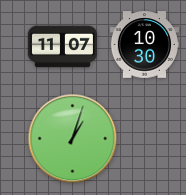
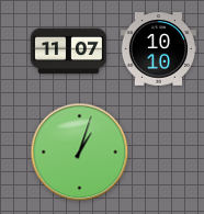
clock at (144, 45): 10:30 -> 10:10
